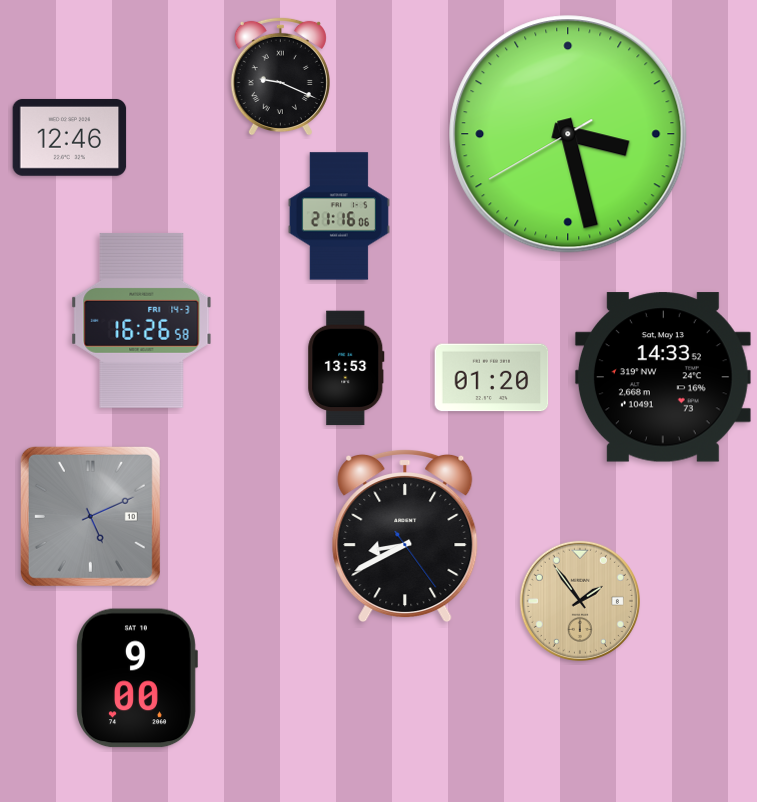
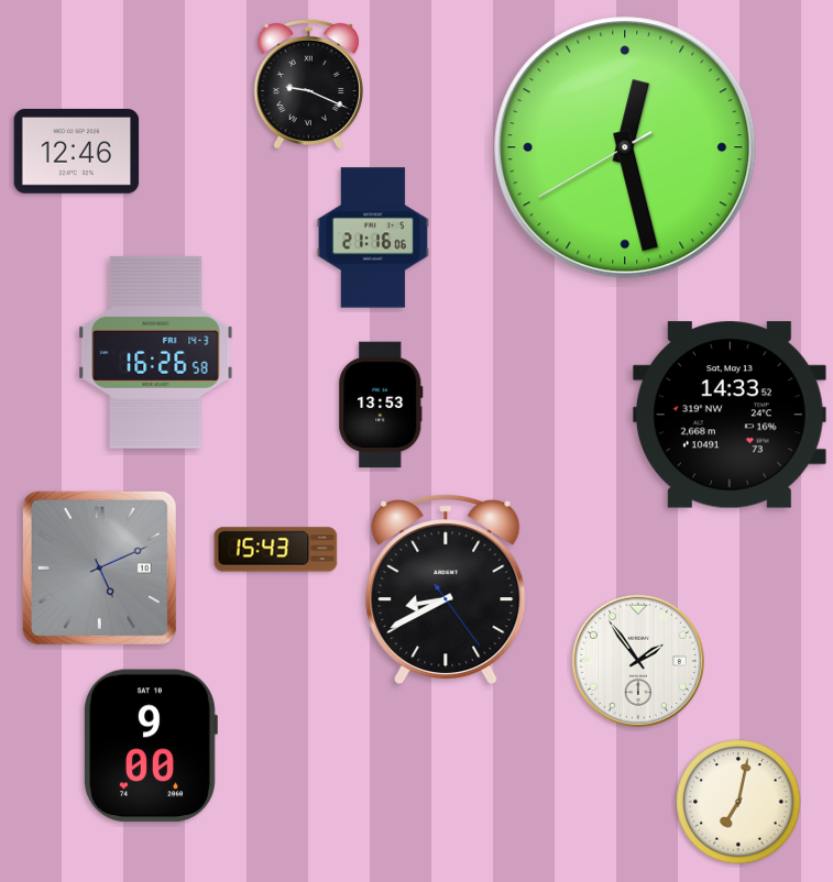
clock at (568, 134): 3:27 -> 12:27
clock at (492, 378): 01:20 -> none
clock at (276, 550): none -> 15:43
clock at (580, 601) dial: champagne -> white
clock at (738, 802): none -> 7:02
